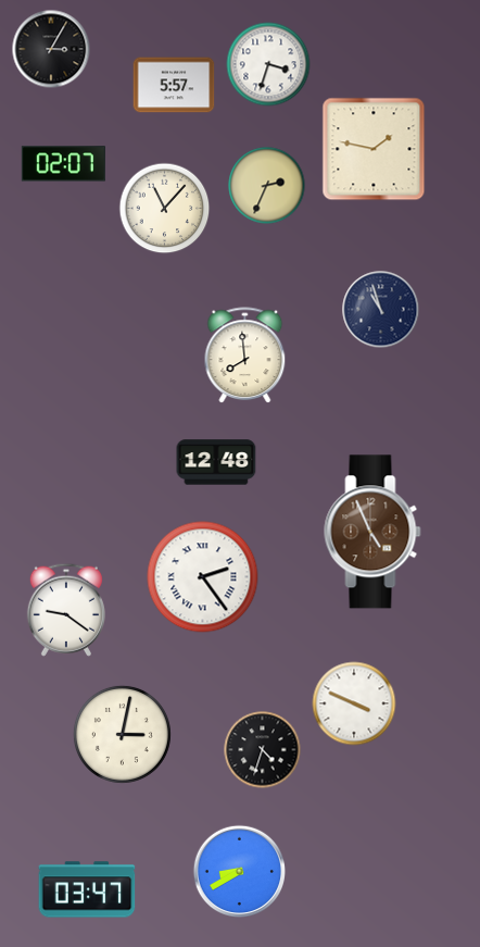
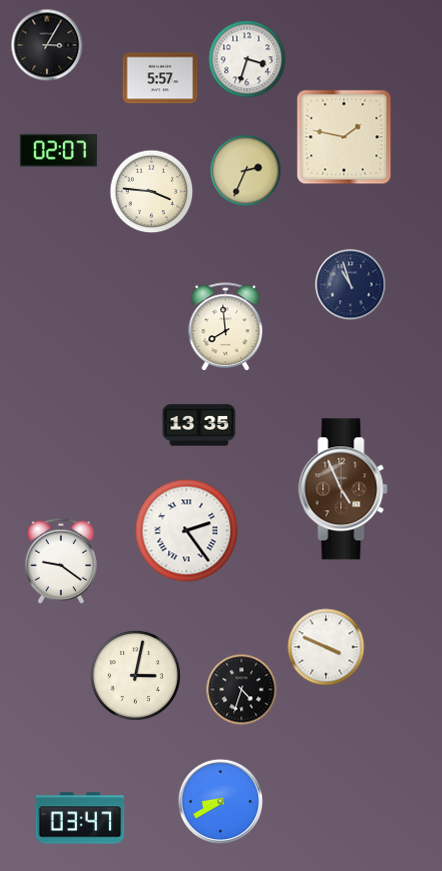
clock at (165, 209): 11:07 -> 3:46
clock at (216, 462): 12:48 -> 13:35
clock at (122, 734) position: (122, 734) -> (135, 675)
